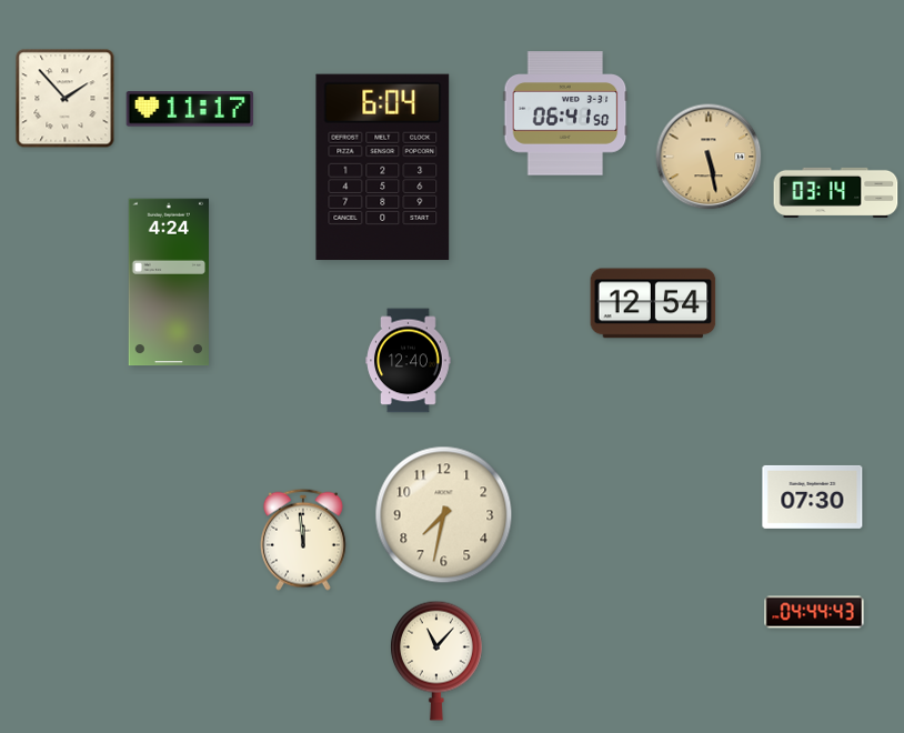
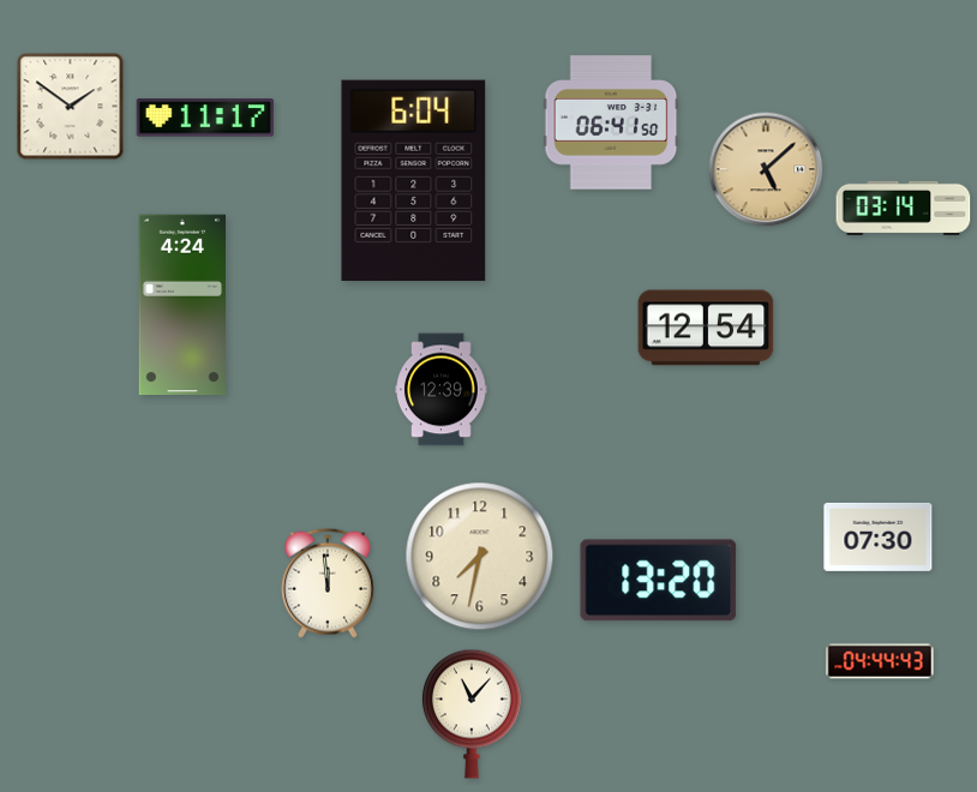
clock at (66, 99): 1:53 -> 1:51
clock at (709, 157): 5:28 -> 5:08
clock at (409, 361): 12:40 -> 12:39
clock at (659, 581): none -> 13:20
